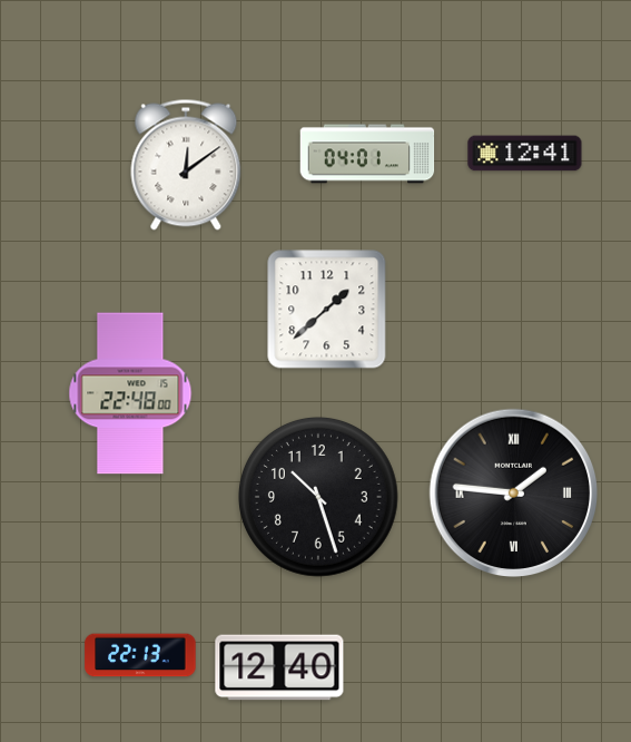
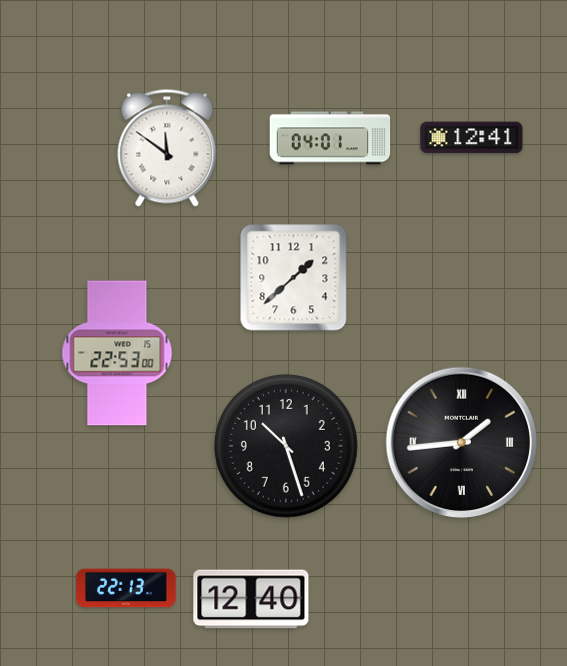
clock at (186, 165): 12:09 -> 11:51
clock at (130, 393): 22:48 -> 22:53
clock at (514, 494): 1:46 -> 1:44
